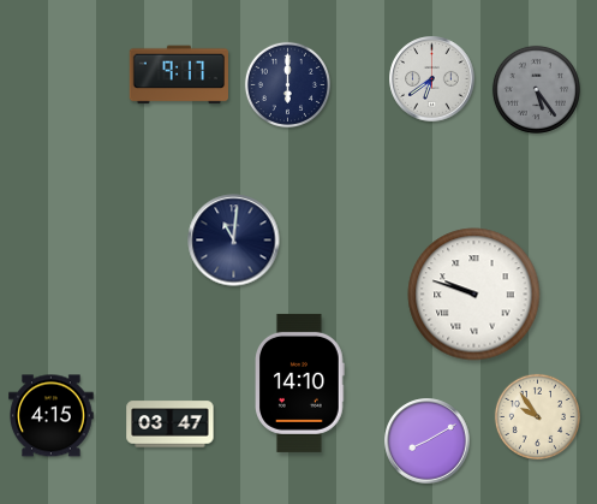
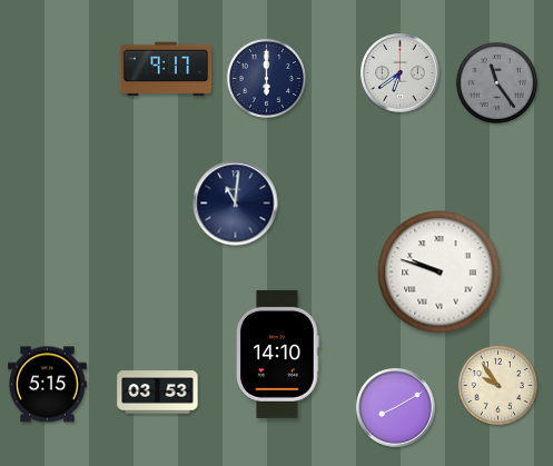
clock at (536, 89): 5:24 -> 11:24
clock at (234, 241) position: (234, 241) -> (236, 204)
clock at (52, 416): 4:15 -> 5:15
clock at (171, 425): 03:47 -> 03:53
